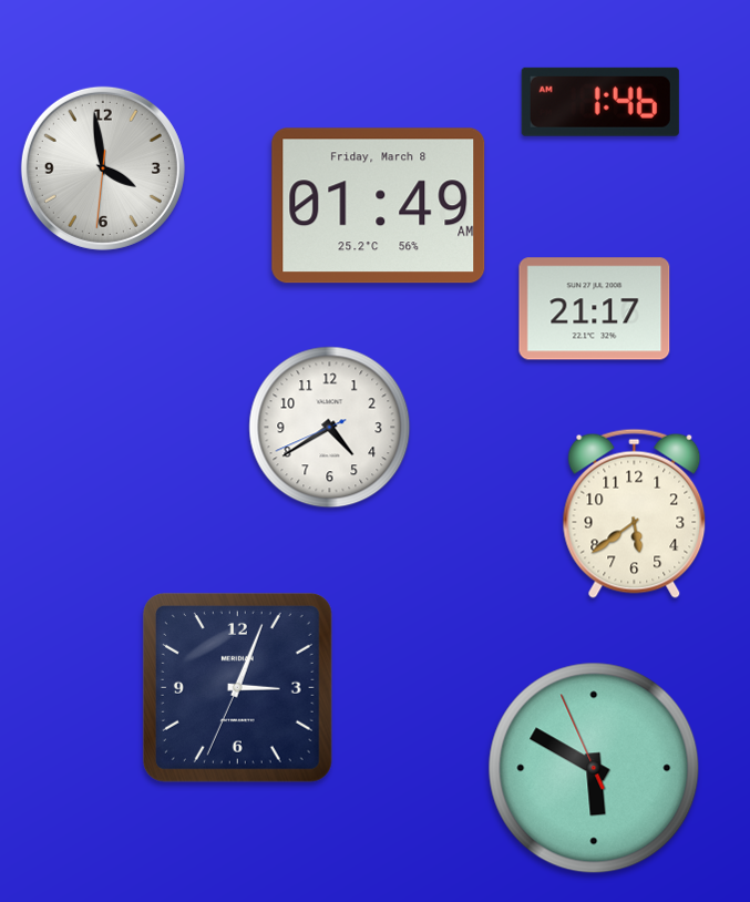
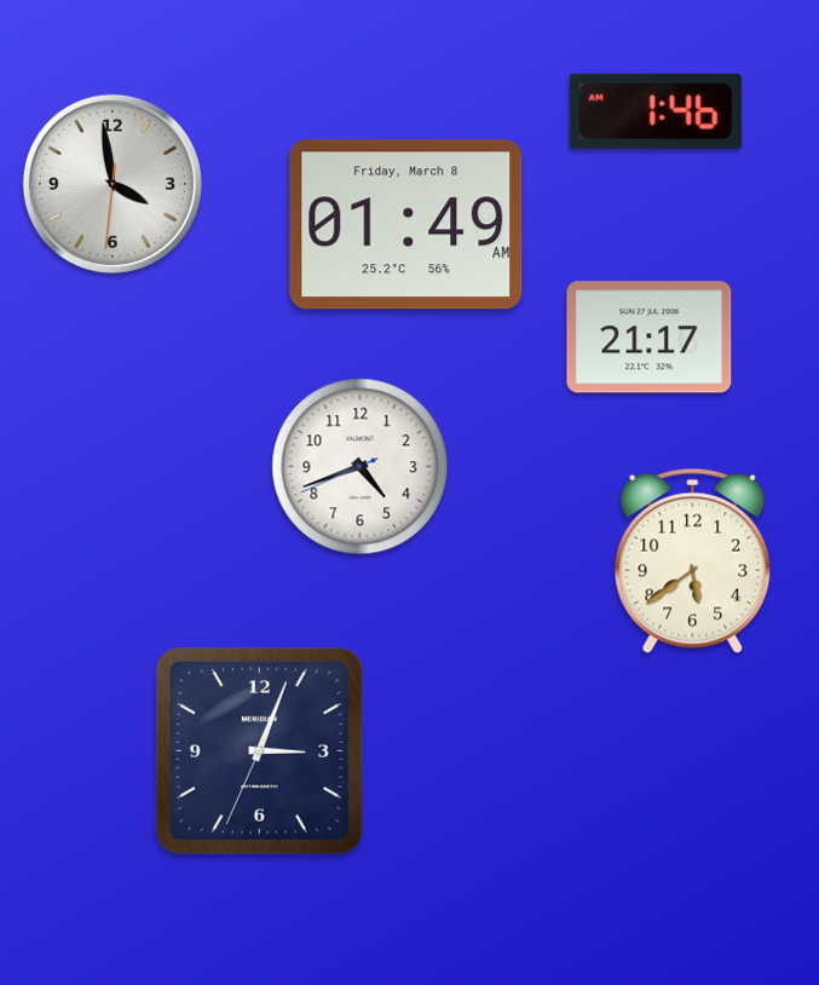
clock at (379, 206) position: (379, 206) -> (406, 225)
clock at (330, 428): 4:39 -> 4:41
clock at (594, 768): 5:49 -> none
